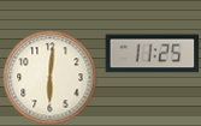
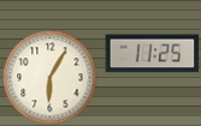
clock at (49, 77): 6:01 -> 6:05
